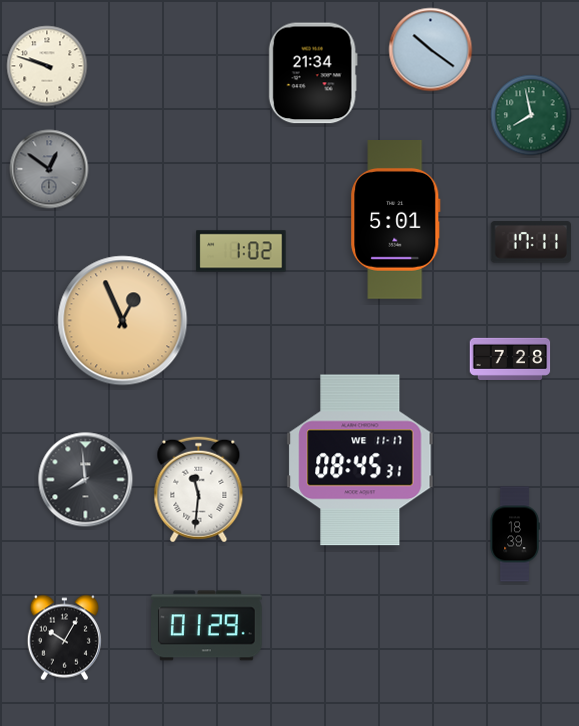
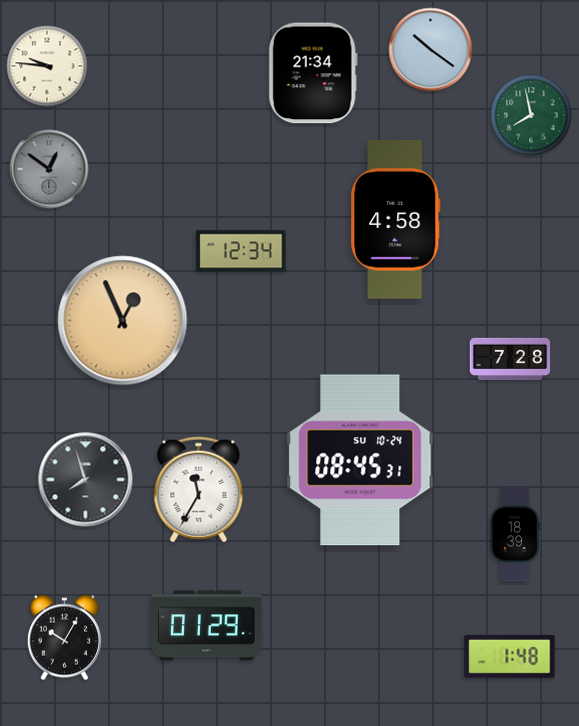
clock at (47, 66): 9:48 -> 9:46
clock at (396, 220): 5:01 -> 4:58
clock at (530, 242): 17:11 -> none
clock at (241, 251): 1:02 -> 12:34
clock at (360, 460) date: WE 11-17 -> SU 10-24
clock at (86, 480): 7:59 -> 7:57
clock at (199, 490): 11:31 -> 11:35
clock at (510, 656): none -> 1:48
